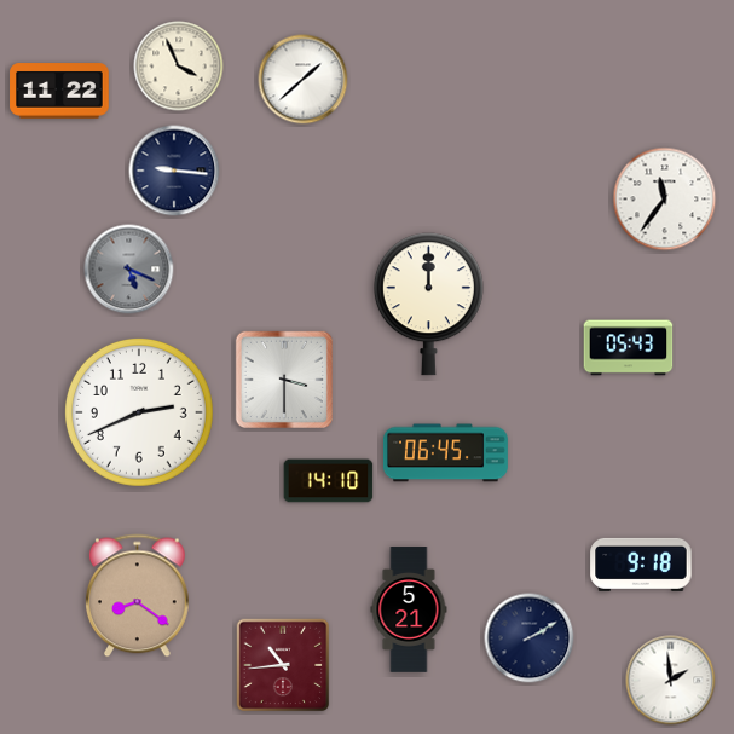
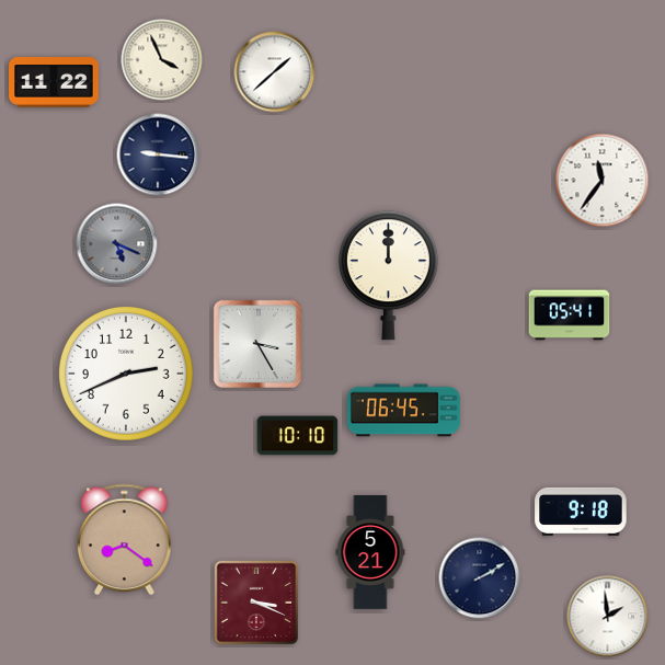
clock at (629, 348): 05:43 -> 05:41
clock at (284, 380): 3:30 -> 3:25
clock at (329, 481): 14:10 -> 10:10
clock at (283, 665): 10:44 -> 3:19
